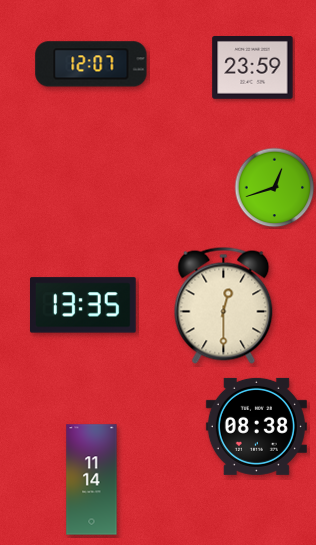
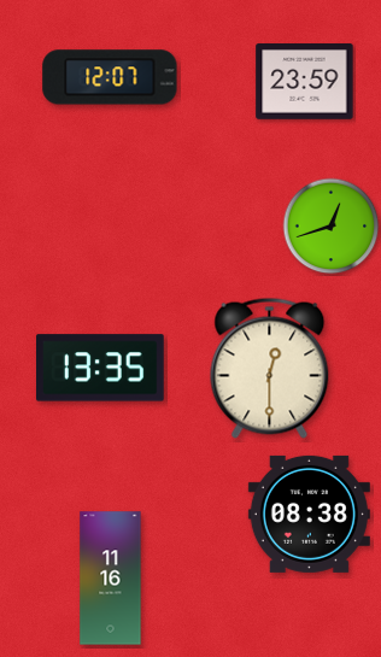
clock at (92, 480): 11:14 -> 11:16
